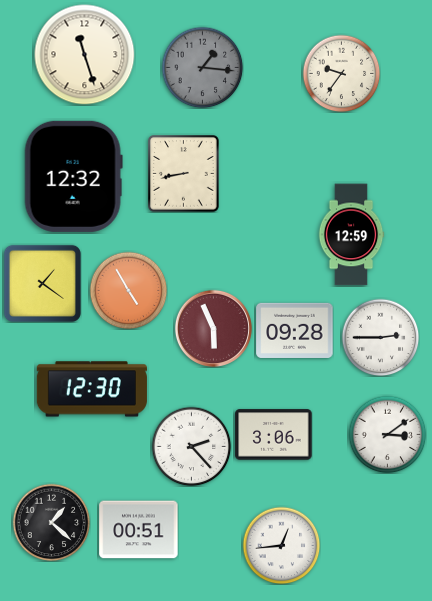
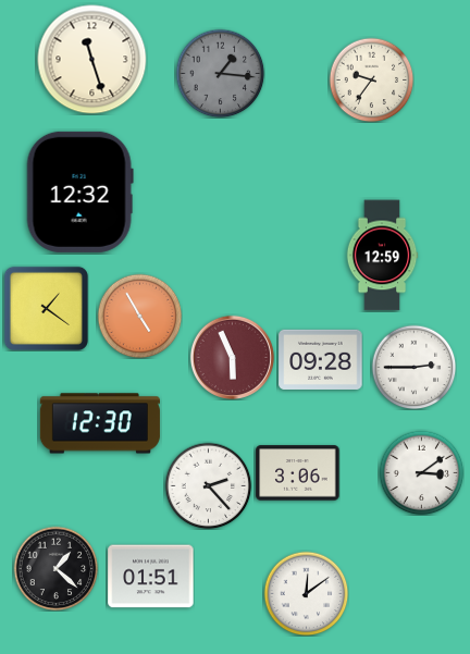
clock at (184, 174): 8:43 -> none
clock at (139, 530): 00:51 -> 01:51
clock at (281, 545): 12:44 -> 12:09
